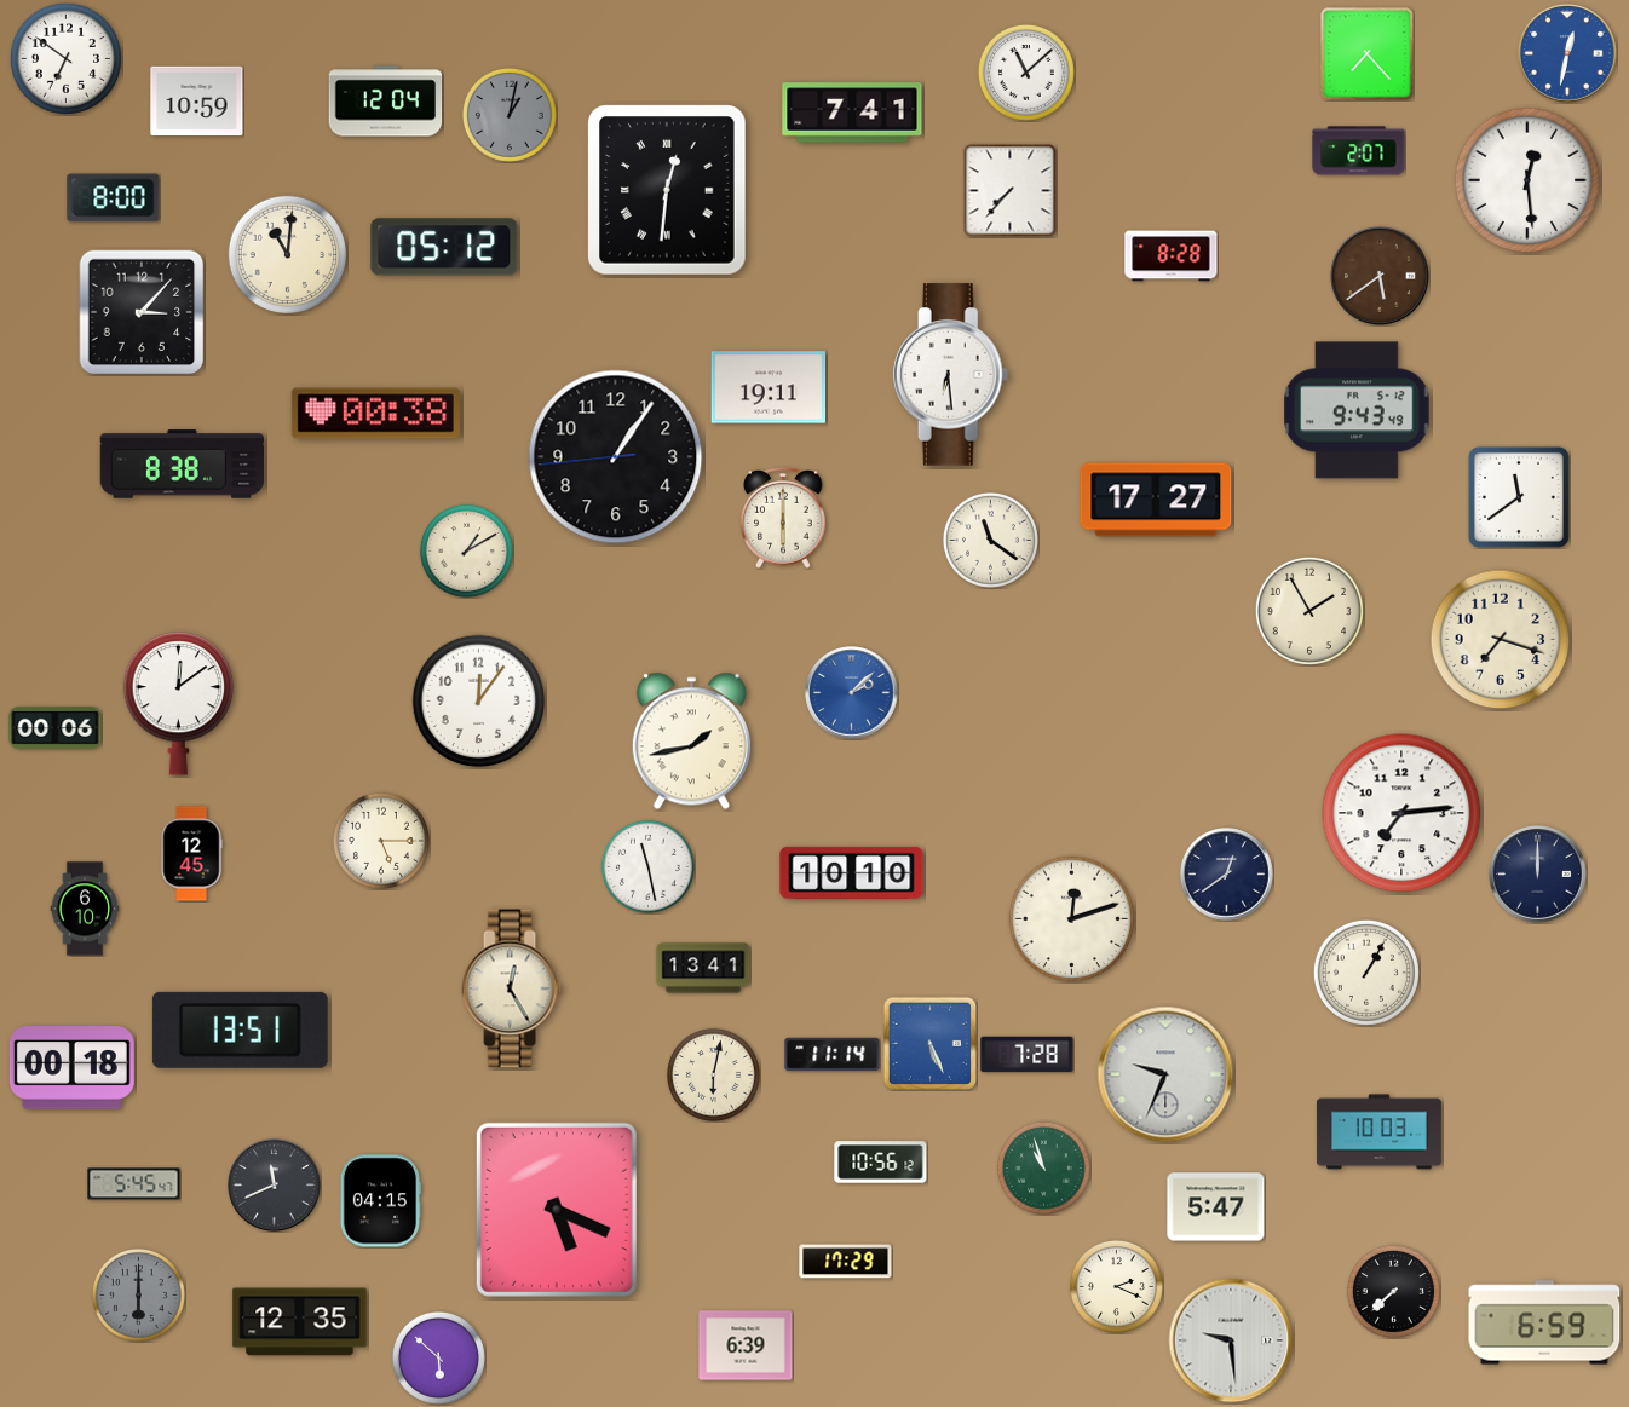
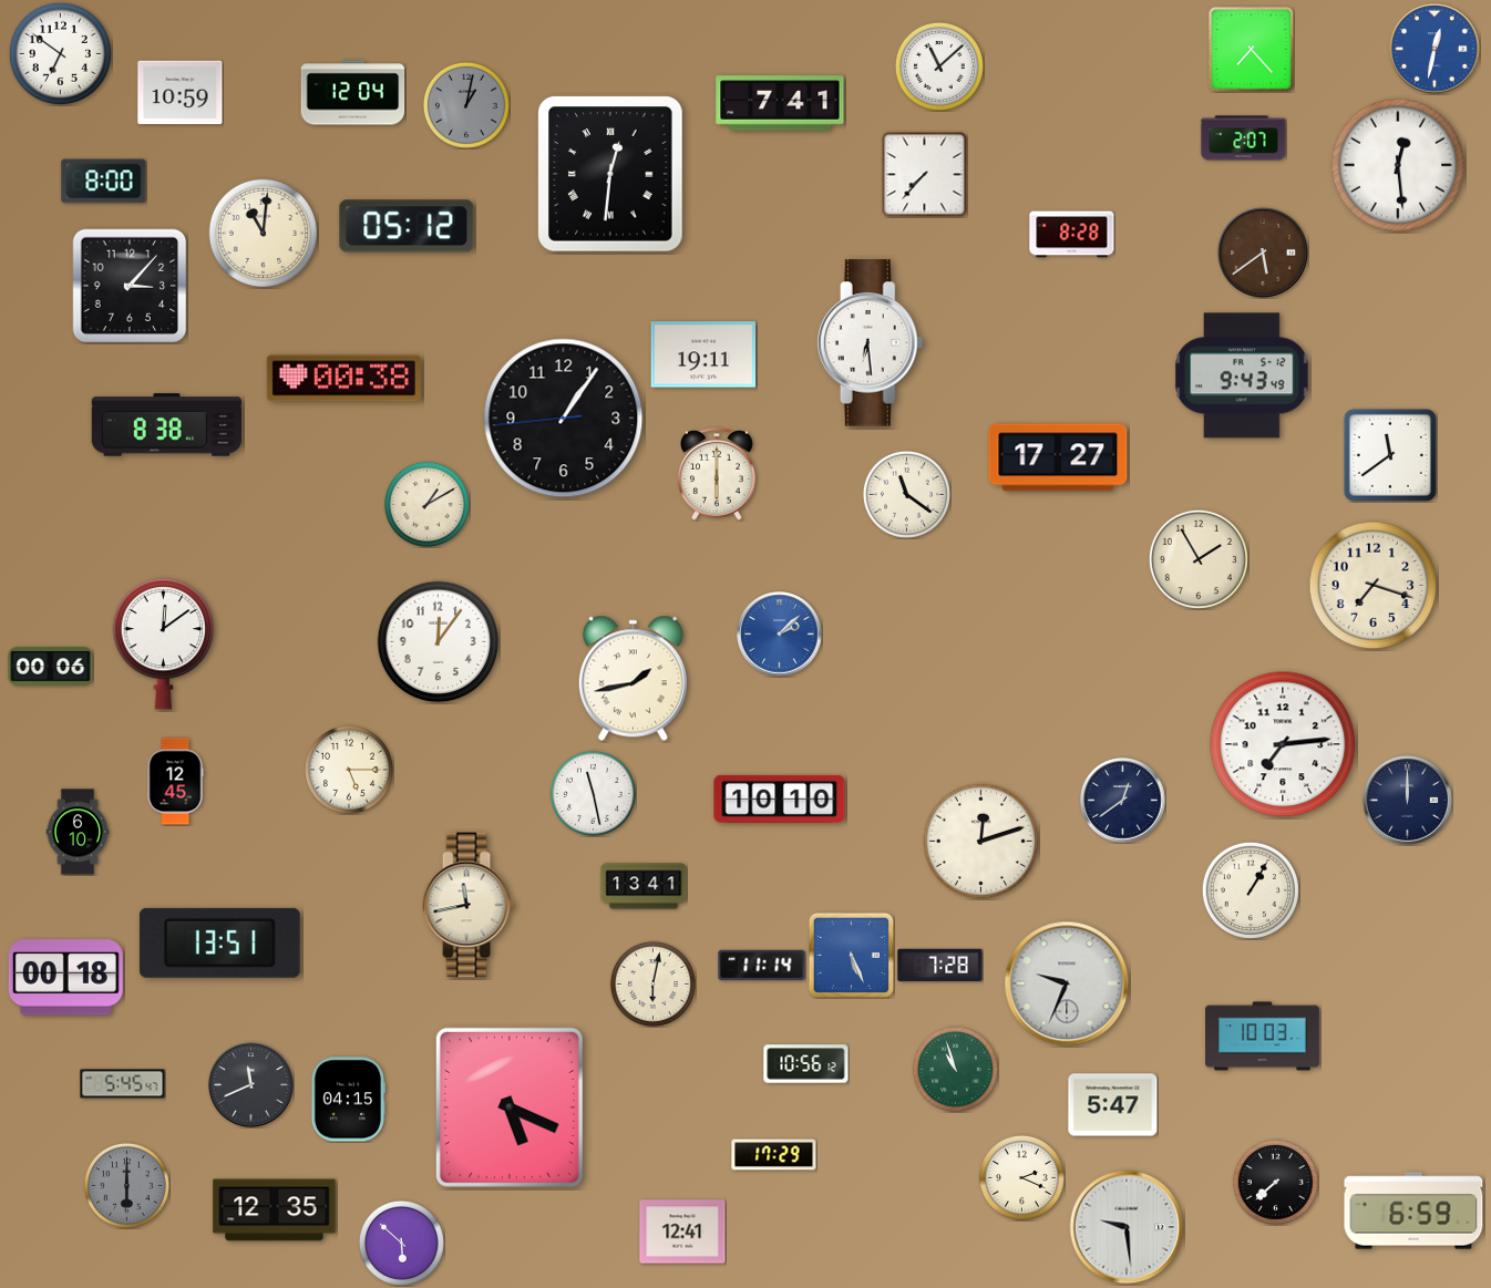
clock at (512, 988): 12:25 -> 11:43
clock at (746, 1345): 6:39 -> 12:41
